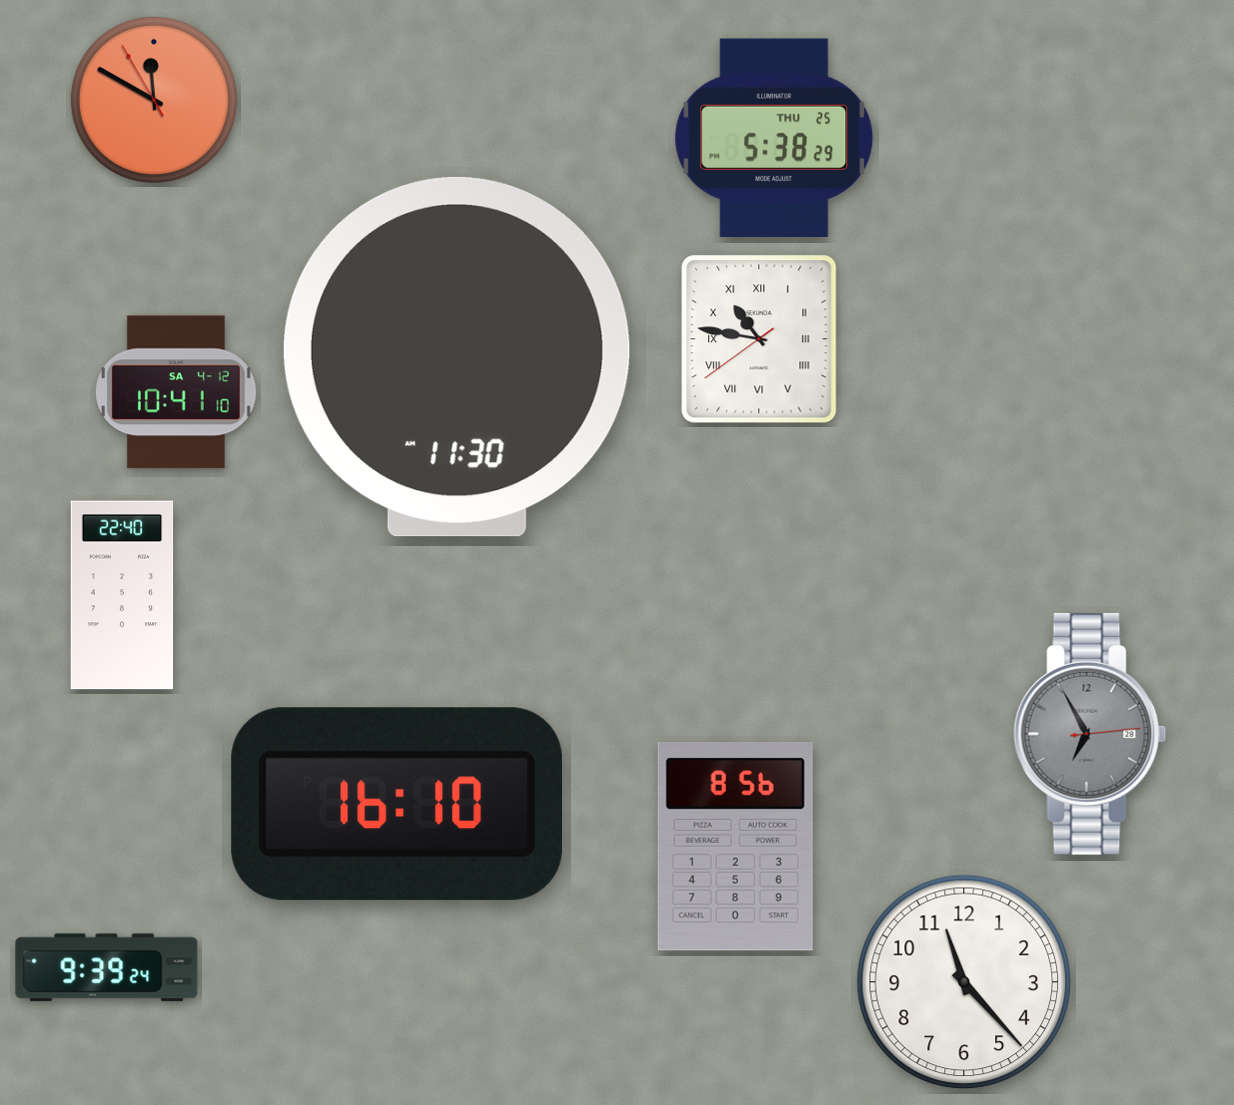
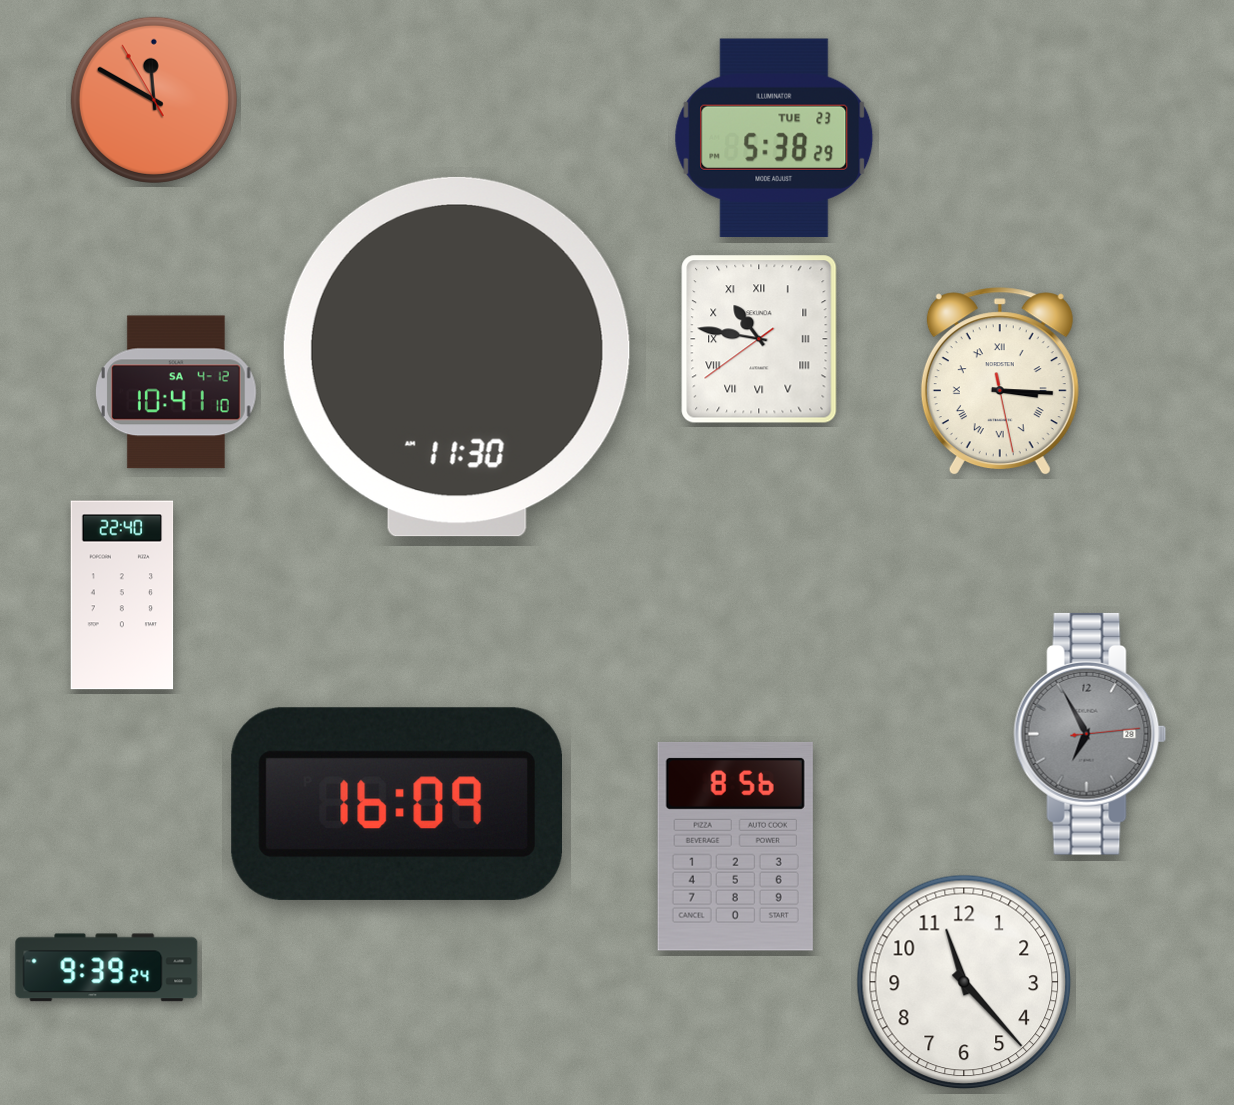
clock at (774, 137) date: THU 25 -> TUE 23
clock at (1000, 382): none -> 3:15
clock at (396, 804): 16:10 -> 16:09
